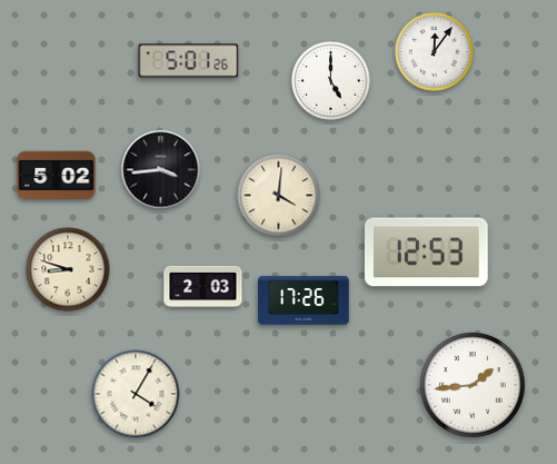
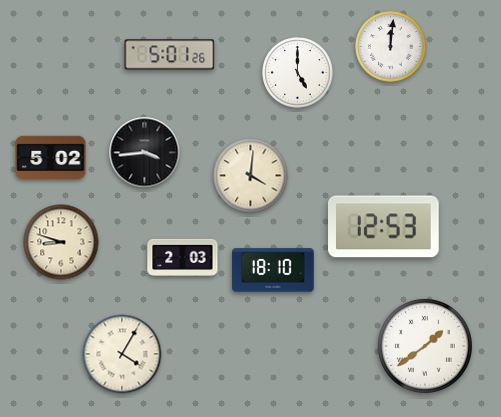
clock at (435, 52): 12:06 -> 12:01
clock at (304, 300): 17:26 -> 18:10
clock at (473, 385): 1:44 -> 1:39
